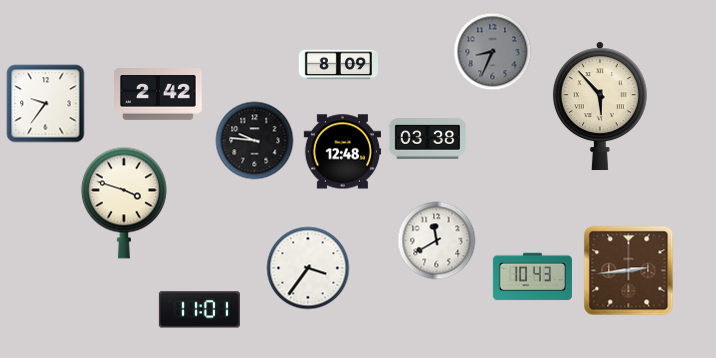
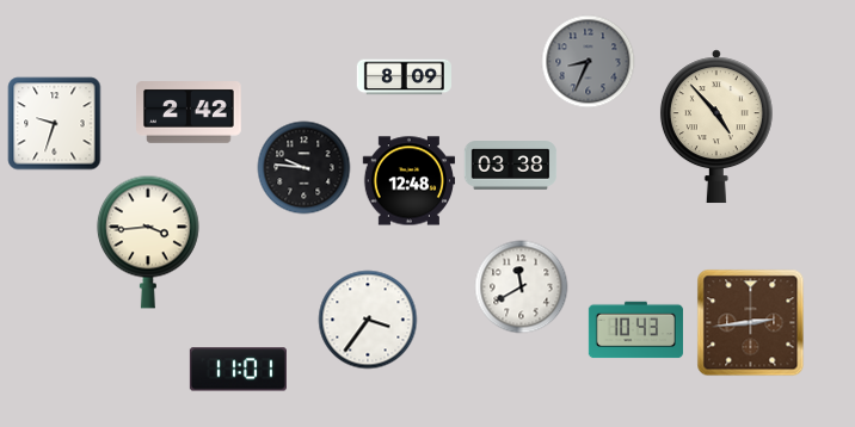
clock at (45, 103): 9:36 -> 9:33
clock at (600, 106): 5:53 -> 4:53
clock at (124, 203): 3:48 -> 3:44
